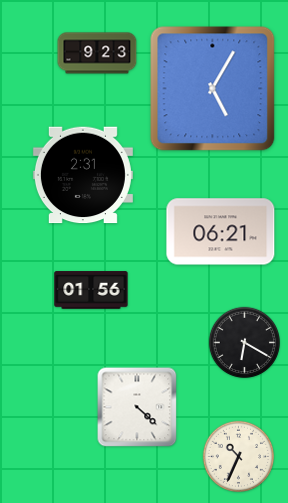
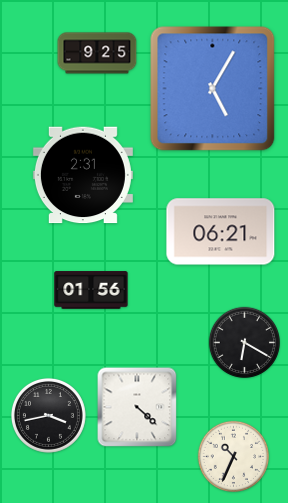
clock at (97, 53): 9:23 -> 9:25
clock at (48, 415): none -> 3:43
clock at (238, 456) position: (238, 456) -> (233, 456)
